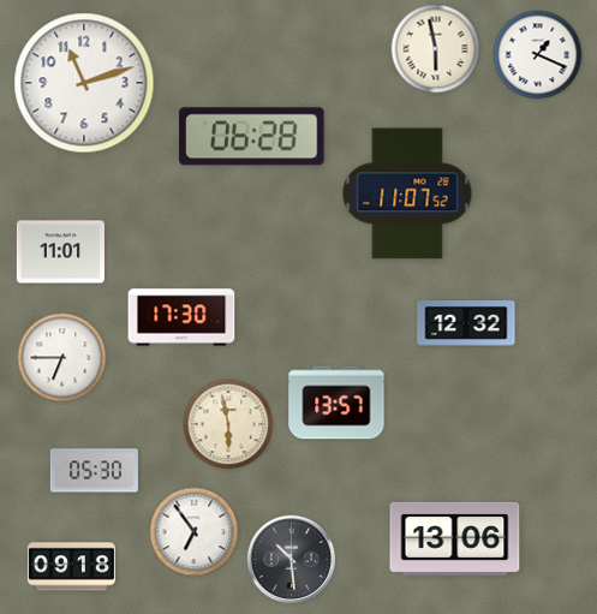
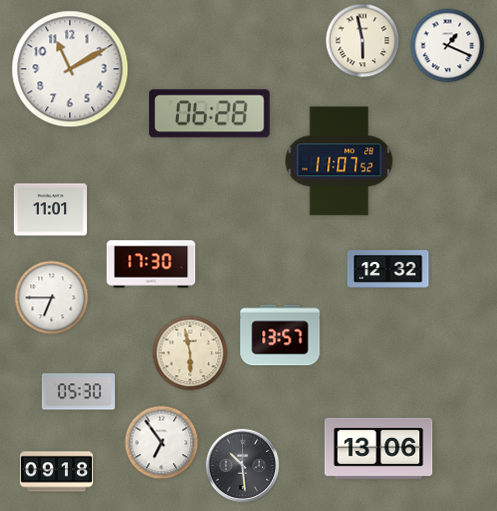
clock at (84, 83): 11:12 -> 11:10
clock at (71, 567) position: (71, 567) -> (56, 472)
